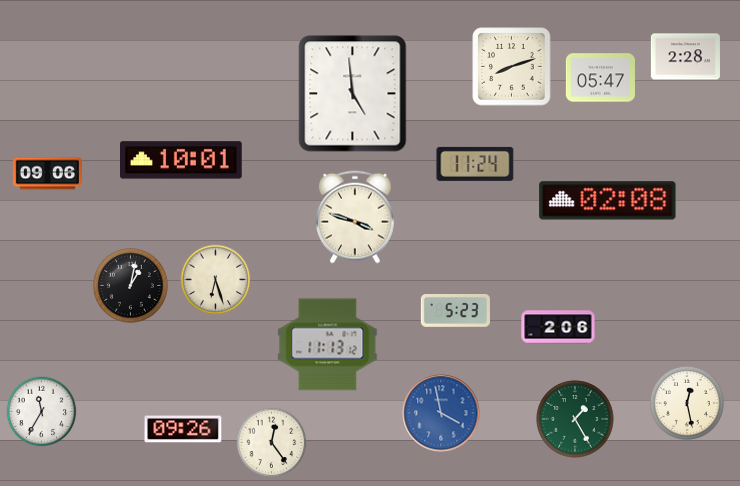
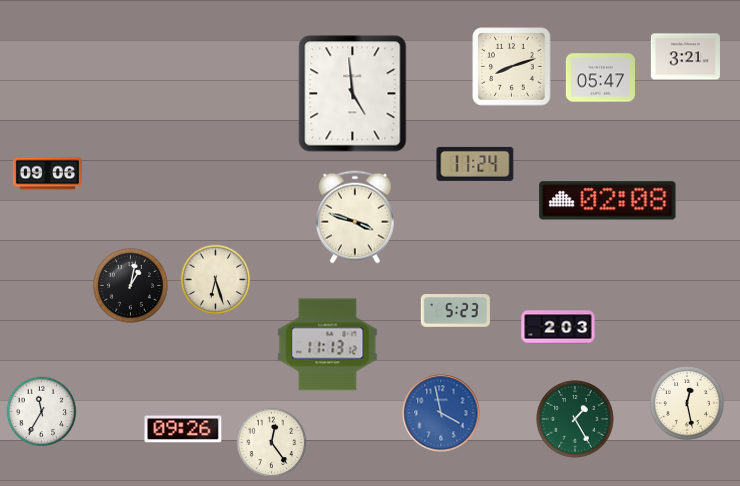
clock at (685, 57): 2:28 -> 3:21
clock at (182, 160): 10:01 -> none
clock at (558, 327): 2:06 -> 2:03
